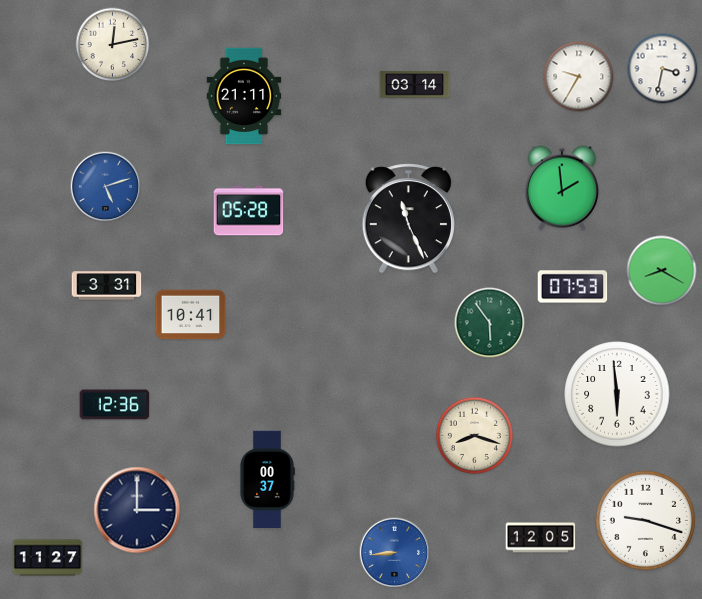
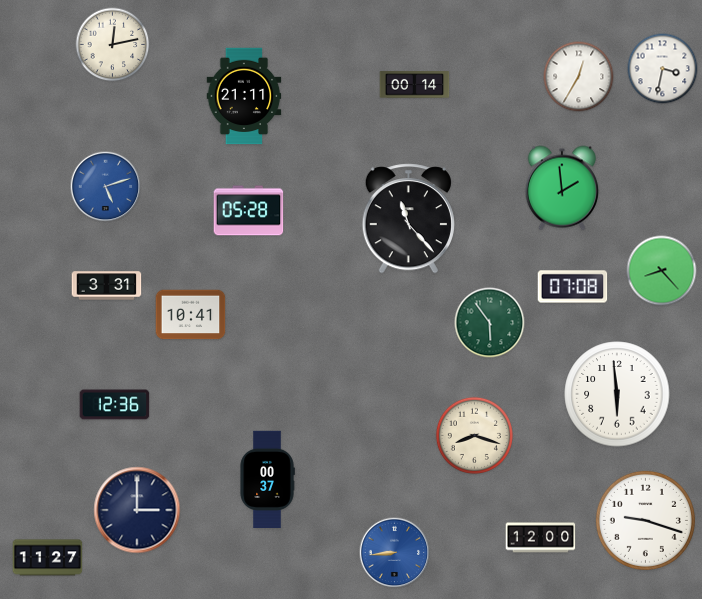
clock at (579, 77): 9:35 -> 12:35
clock at (415, 85): 03:14 -> 00:14
clock at (408, 219): 11:26 -> 11:23
clock at (662, 271): 8:20 -> 8:23
clock at (573, 287): 07:53 -> 07:08
clock at (541, 538): 12:05 -> 12:00
